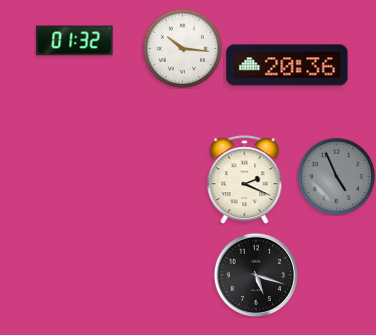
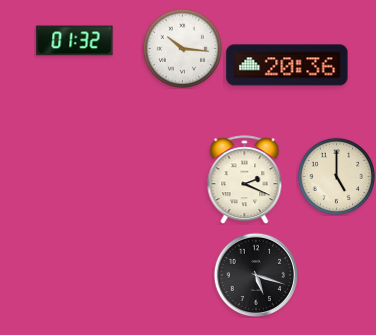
clock at (336, 176): 4:56 -> 5:00
clock at (336, 176) dial: grey -> cream
